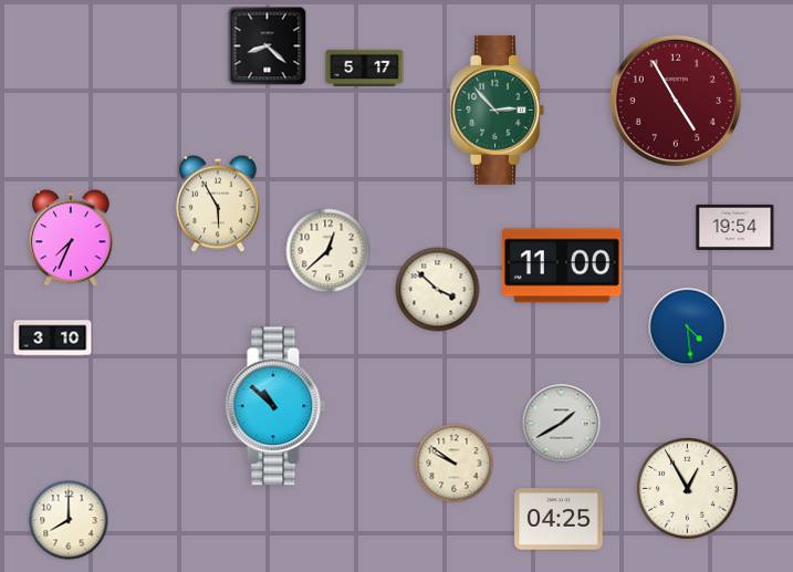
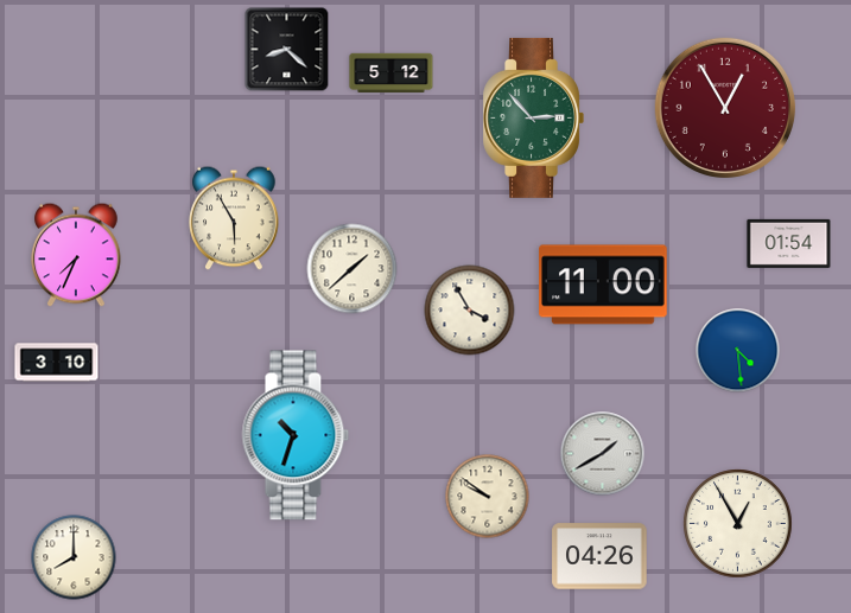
clock at (365, 67): 5:17 -> 5:12
clock at (675, 100): 4:55 -> 12:55
clock at (735, 227): 19:54 -> 01:54
clock at (328, 251): 12:38 -> 1:38
clock at (438, 290): 3:52 -> 3:55
clock at (275, 406): 10:52 -> 10:33
clock at (559, 519): 04:25 -> 04:26
